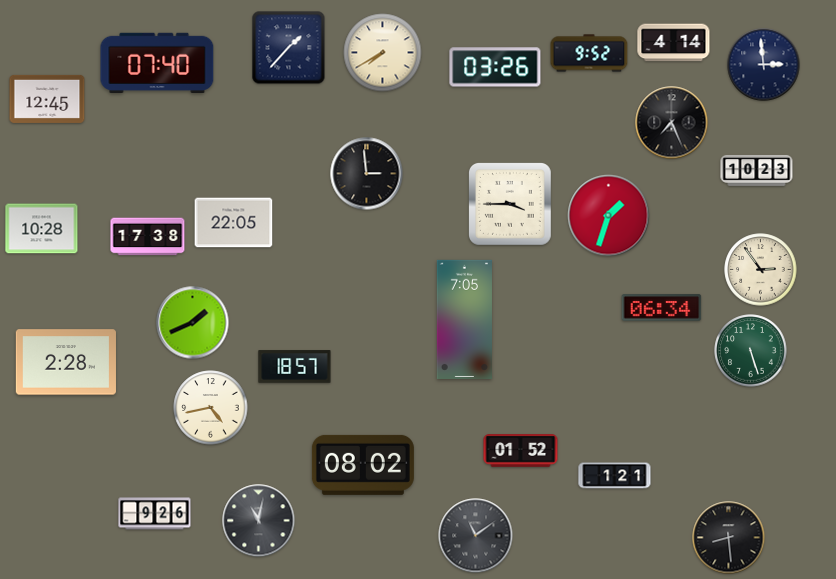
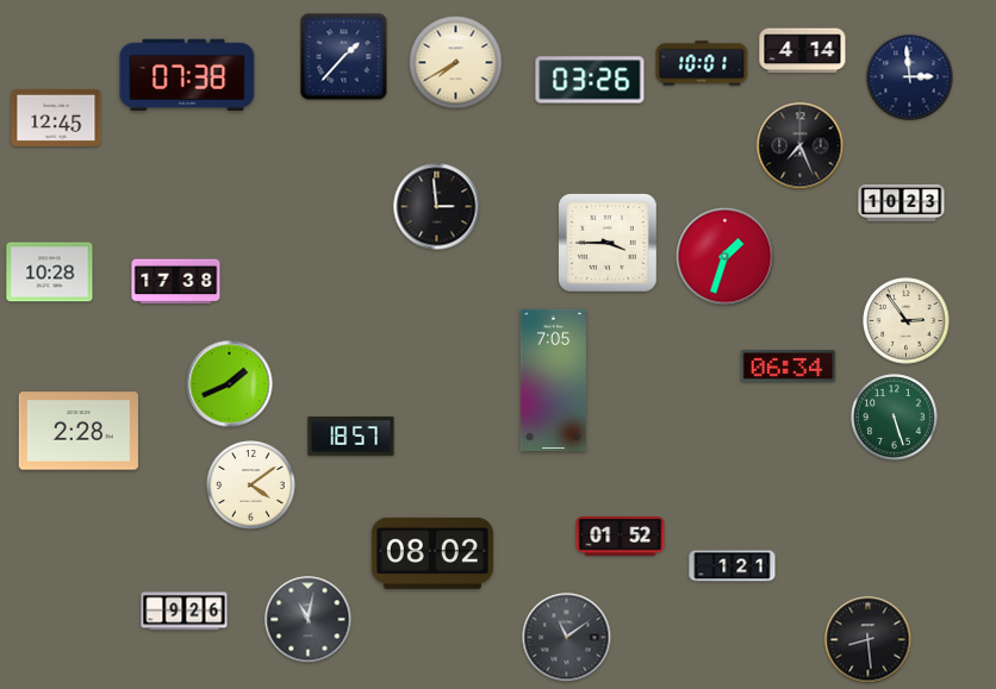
clock at (589, 53): 9:52 -> 10:01
clock at (157, 62): 07:40 -> 07:38
clock at (234, 223): 22:05 -> none
clock at (211, 408): 4:43 -> 4:09
